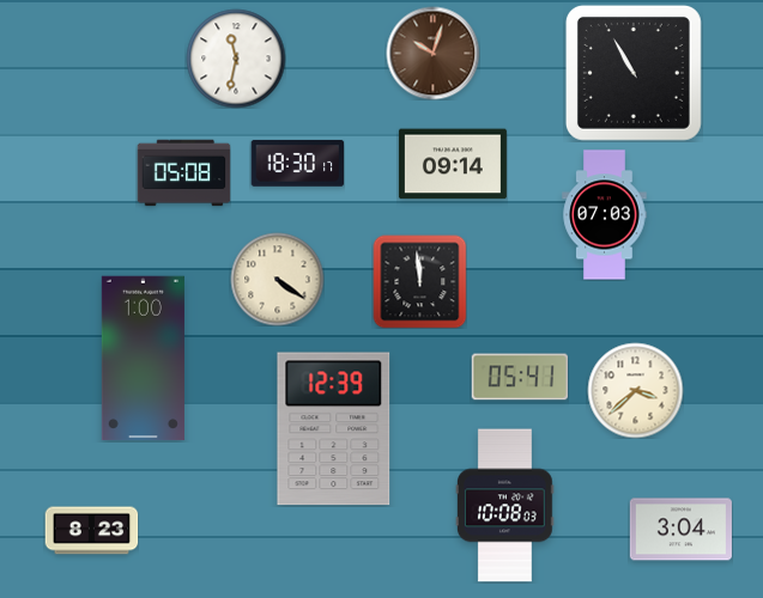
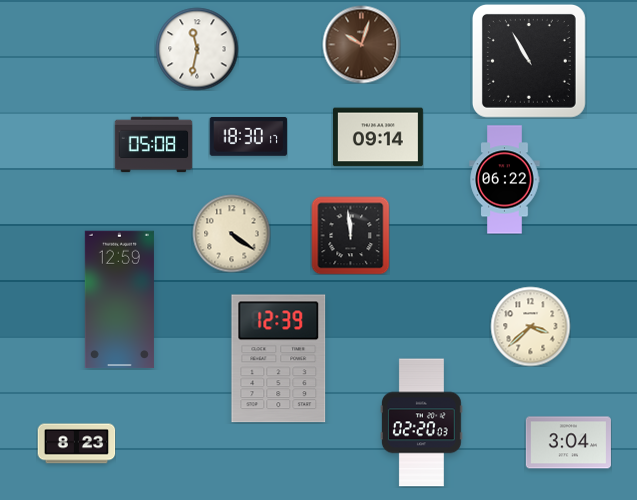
clock at (605, 215): 07:03 -> 06:22
clock at (143, 359): 1:00 -> 12:59
clock at (520, 377): 05:41 -> none
clock at (504, 506): 10:08 -> 02:20
